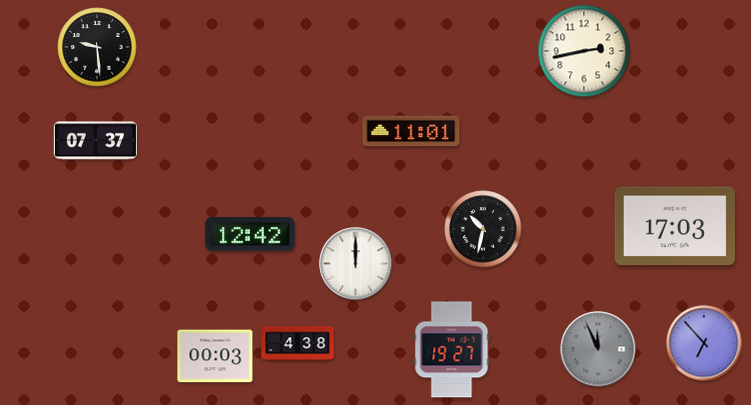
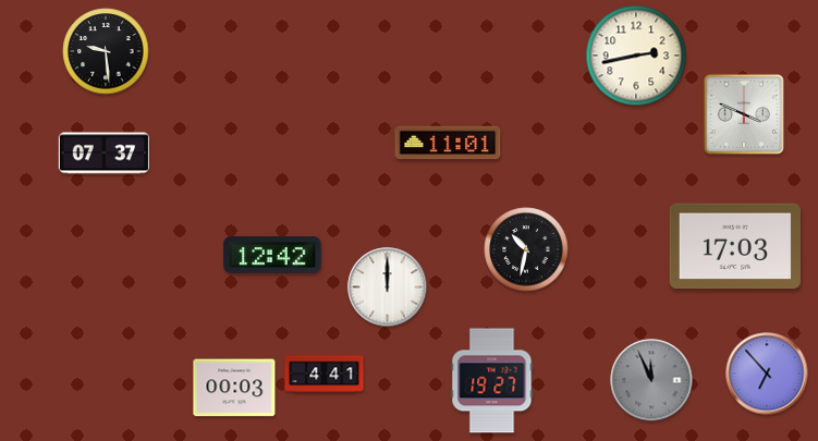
clock at (743, 113): none -> 3:49
clock at (298, 344): 4:38 -> 4:41
